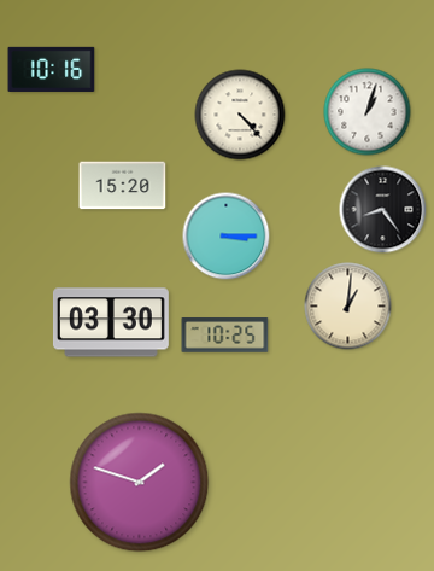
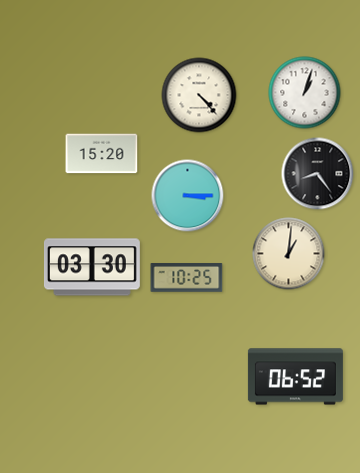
clock at (52, 69): 10:16 -> none
clock at (295, 377): none -> 06:52
clock at (140, 483): 1:48 -> none
